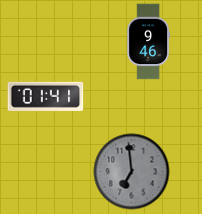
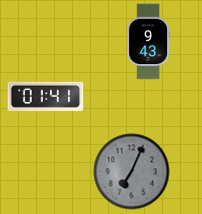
clock at (149, 42): 9:46 -> 9:43
clock at (132, 172): 6:59 -> 7:04
